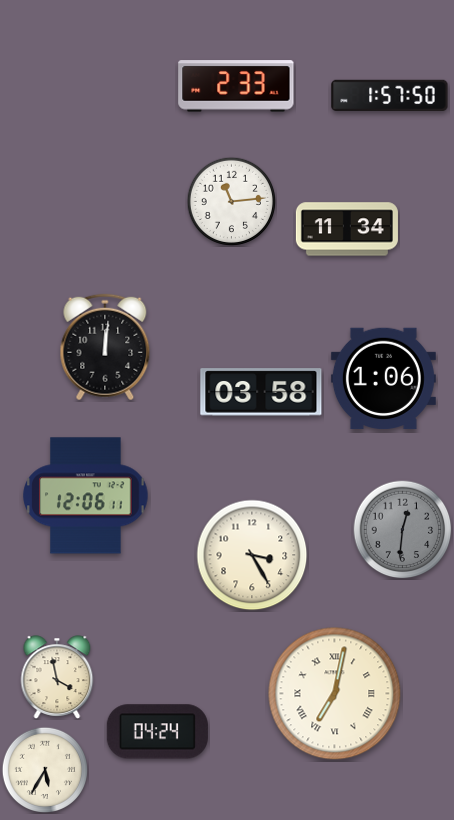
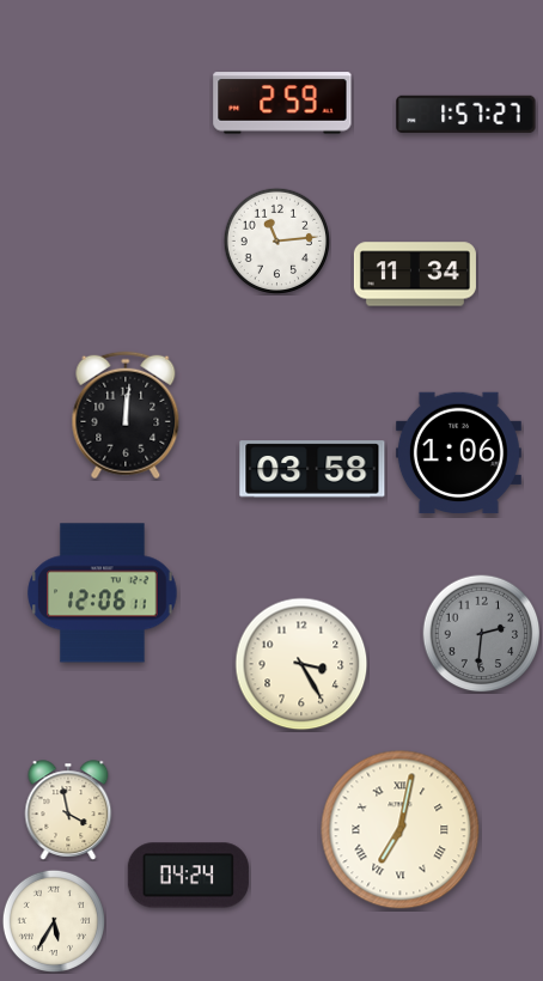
clock at (236, 86): 2:33 -> 2:59
clock at (390, 95): 1:57:50 -> 1:57:27
clock at (403, 530): 12:31 -> 2:31
